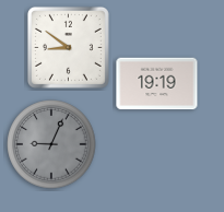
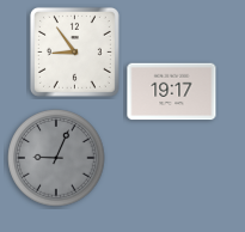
clock at (68, 47): 8:51 -> 8:54
clock at (157, 84): 19:19 -> 19:17
